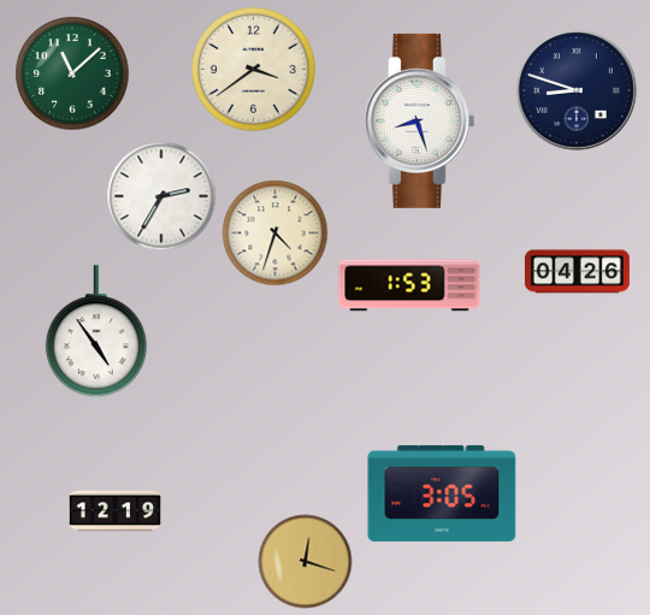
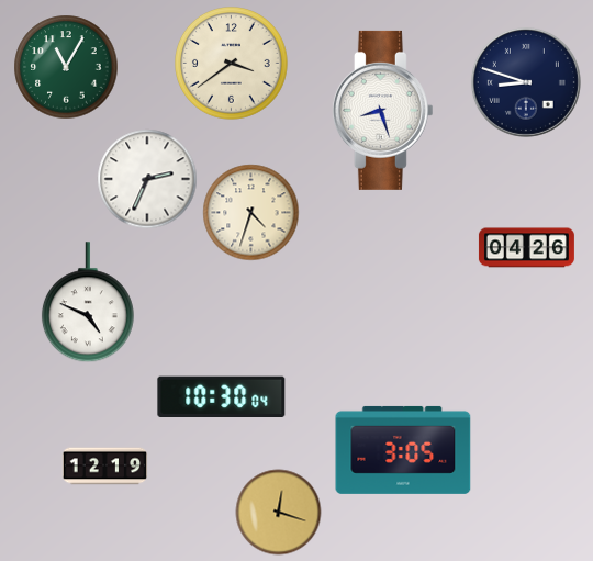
clock at (72, 73): 11:08 -> 11:05
clock at (161, 196): 2:35 -> 2:34
clock at (409, 285): 1:53 -> none
clock at (96, 331): 4:54 -> 4:49
clock at (222, 396): none -> 10:30
